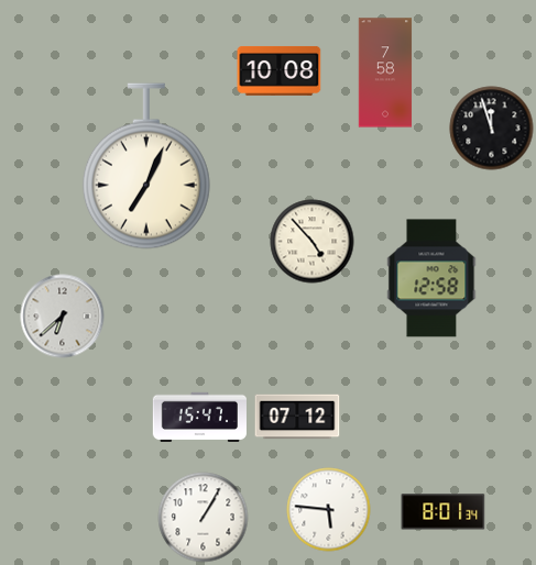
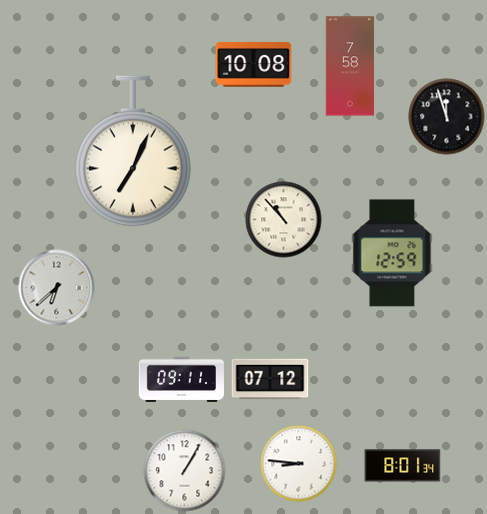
clock at (313, 242): 4:53 -> 10:53
clock at (431, 278): 12:58 -> 12:59
clock at (199, 417): 15:47 -> 09:11
clock at (329, 510): 5:46 -> 8:46
